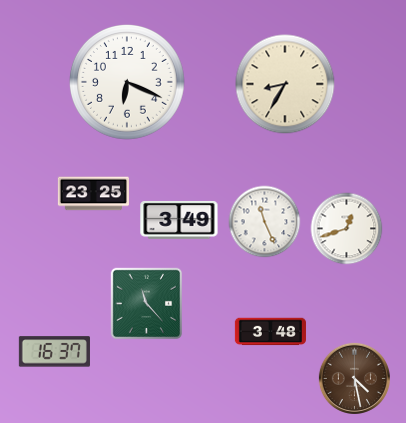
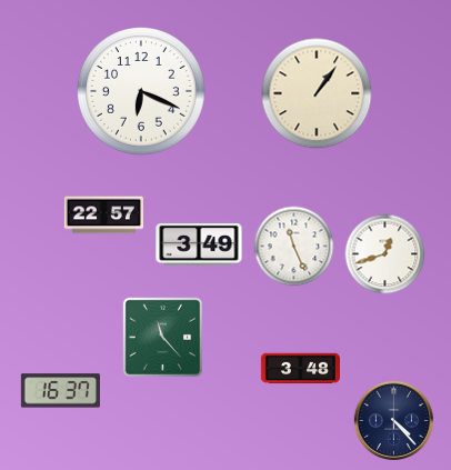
clock at (285, 84): 8:35 -> 1:06
clock at (93, 194): 23:25 -> 22:57
clock at (354, 378): 4:28 -> 4:23
clock at (354, 378) dial: brown -> navy
